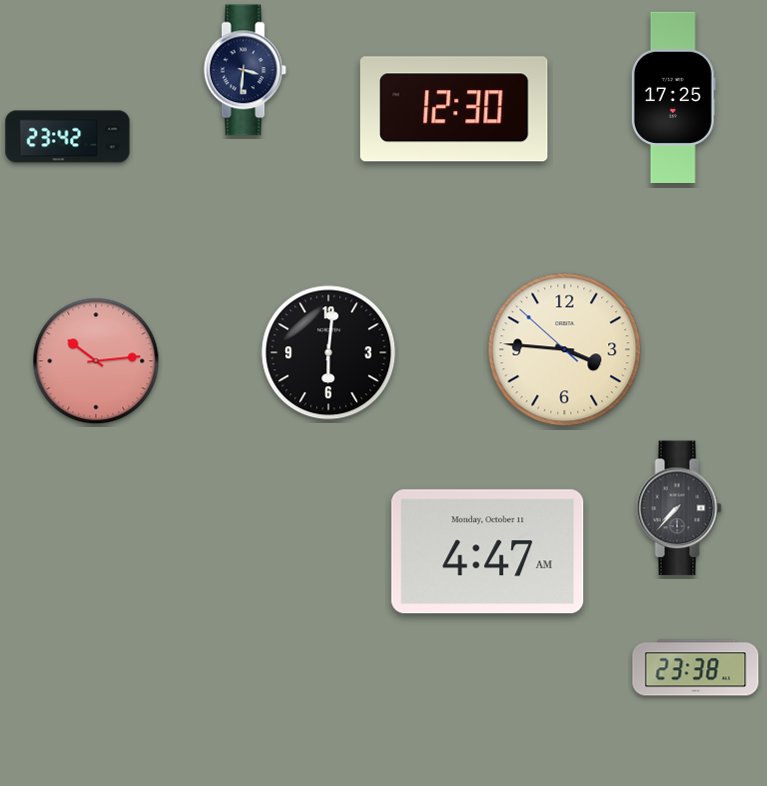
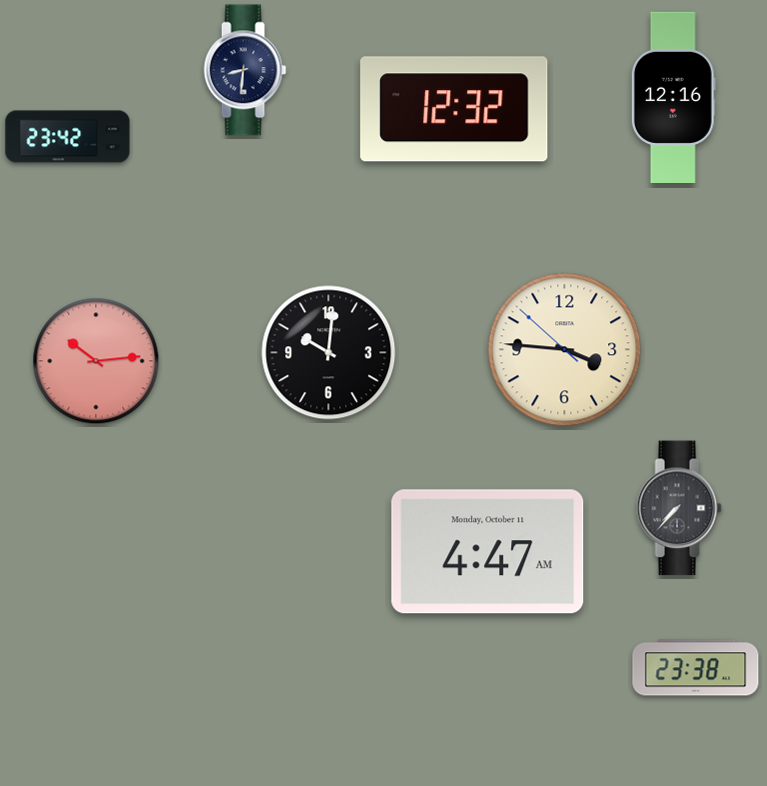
clock at (245, 70): 3:31 -> 8:31
clock at (673, 97): 17:25 -> 12:16
clock at (454, 109): 12:30 -> 12:32
clock at (329, 353): 6:01 -> 10:01
